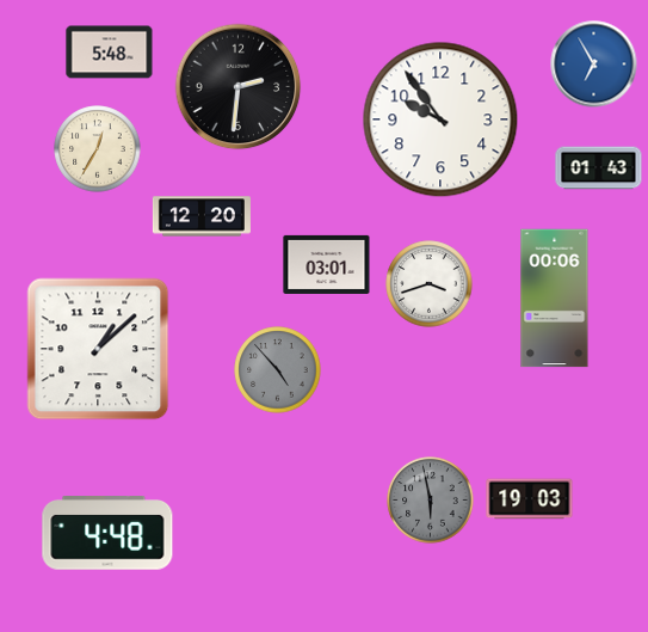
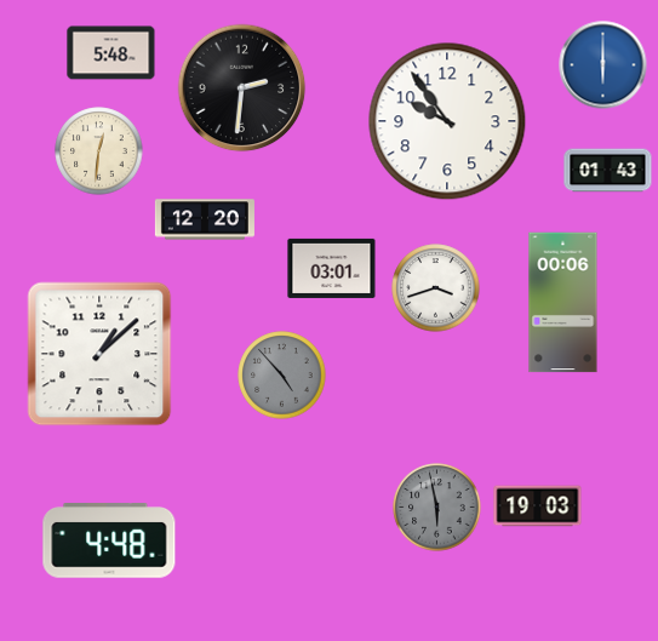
clock at (594, 65): 6:55 -> 6:00
clock at (98, 149): 12:35 -> 12:31
